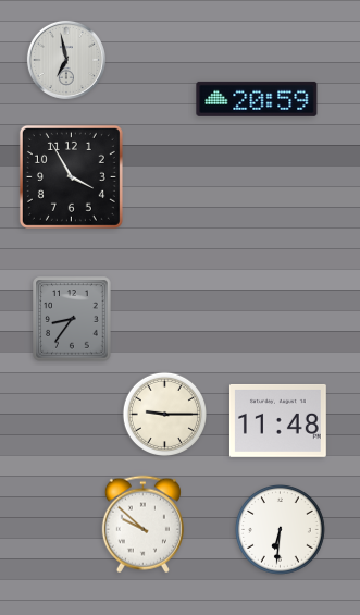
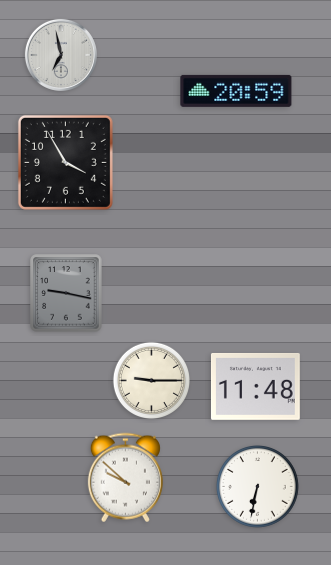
clock at (72, 319): 8:36 -> 9:17
clock at (142, 525) position: (142, 525) -> (125, 478)
clock at (281, 530): 6:31 -> 6:32
